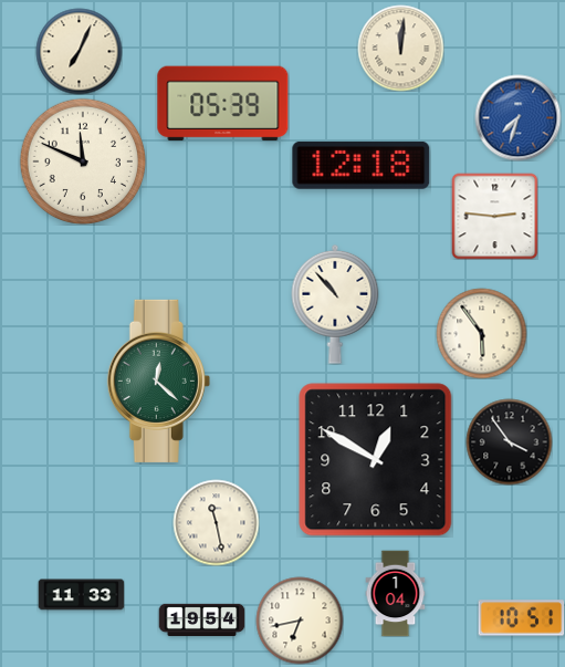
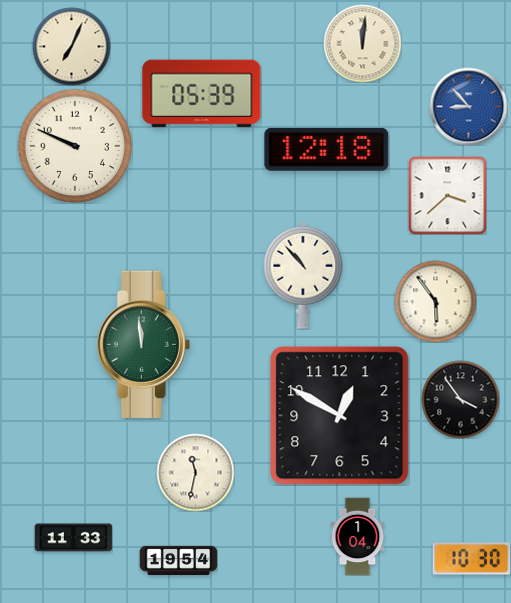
clock at (517, 117): 7:33 -> 8:53
clock at (82, 160): 11:49 -> 9:49
clock at (494, 216): 2:46 -> 3:38
clock at (158, 381): 12:22 -> 11:59
clock at (216, 522): 11:28 -> 11:32
clock at (521, 618): 10:51 -> 10:30
clock at (201, 621) position: (201, 621) -> (178, 561)
clock at (300, 621): 6:43 -> none
